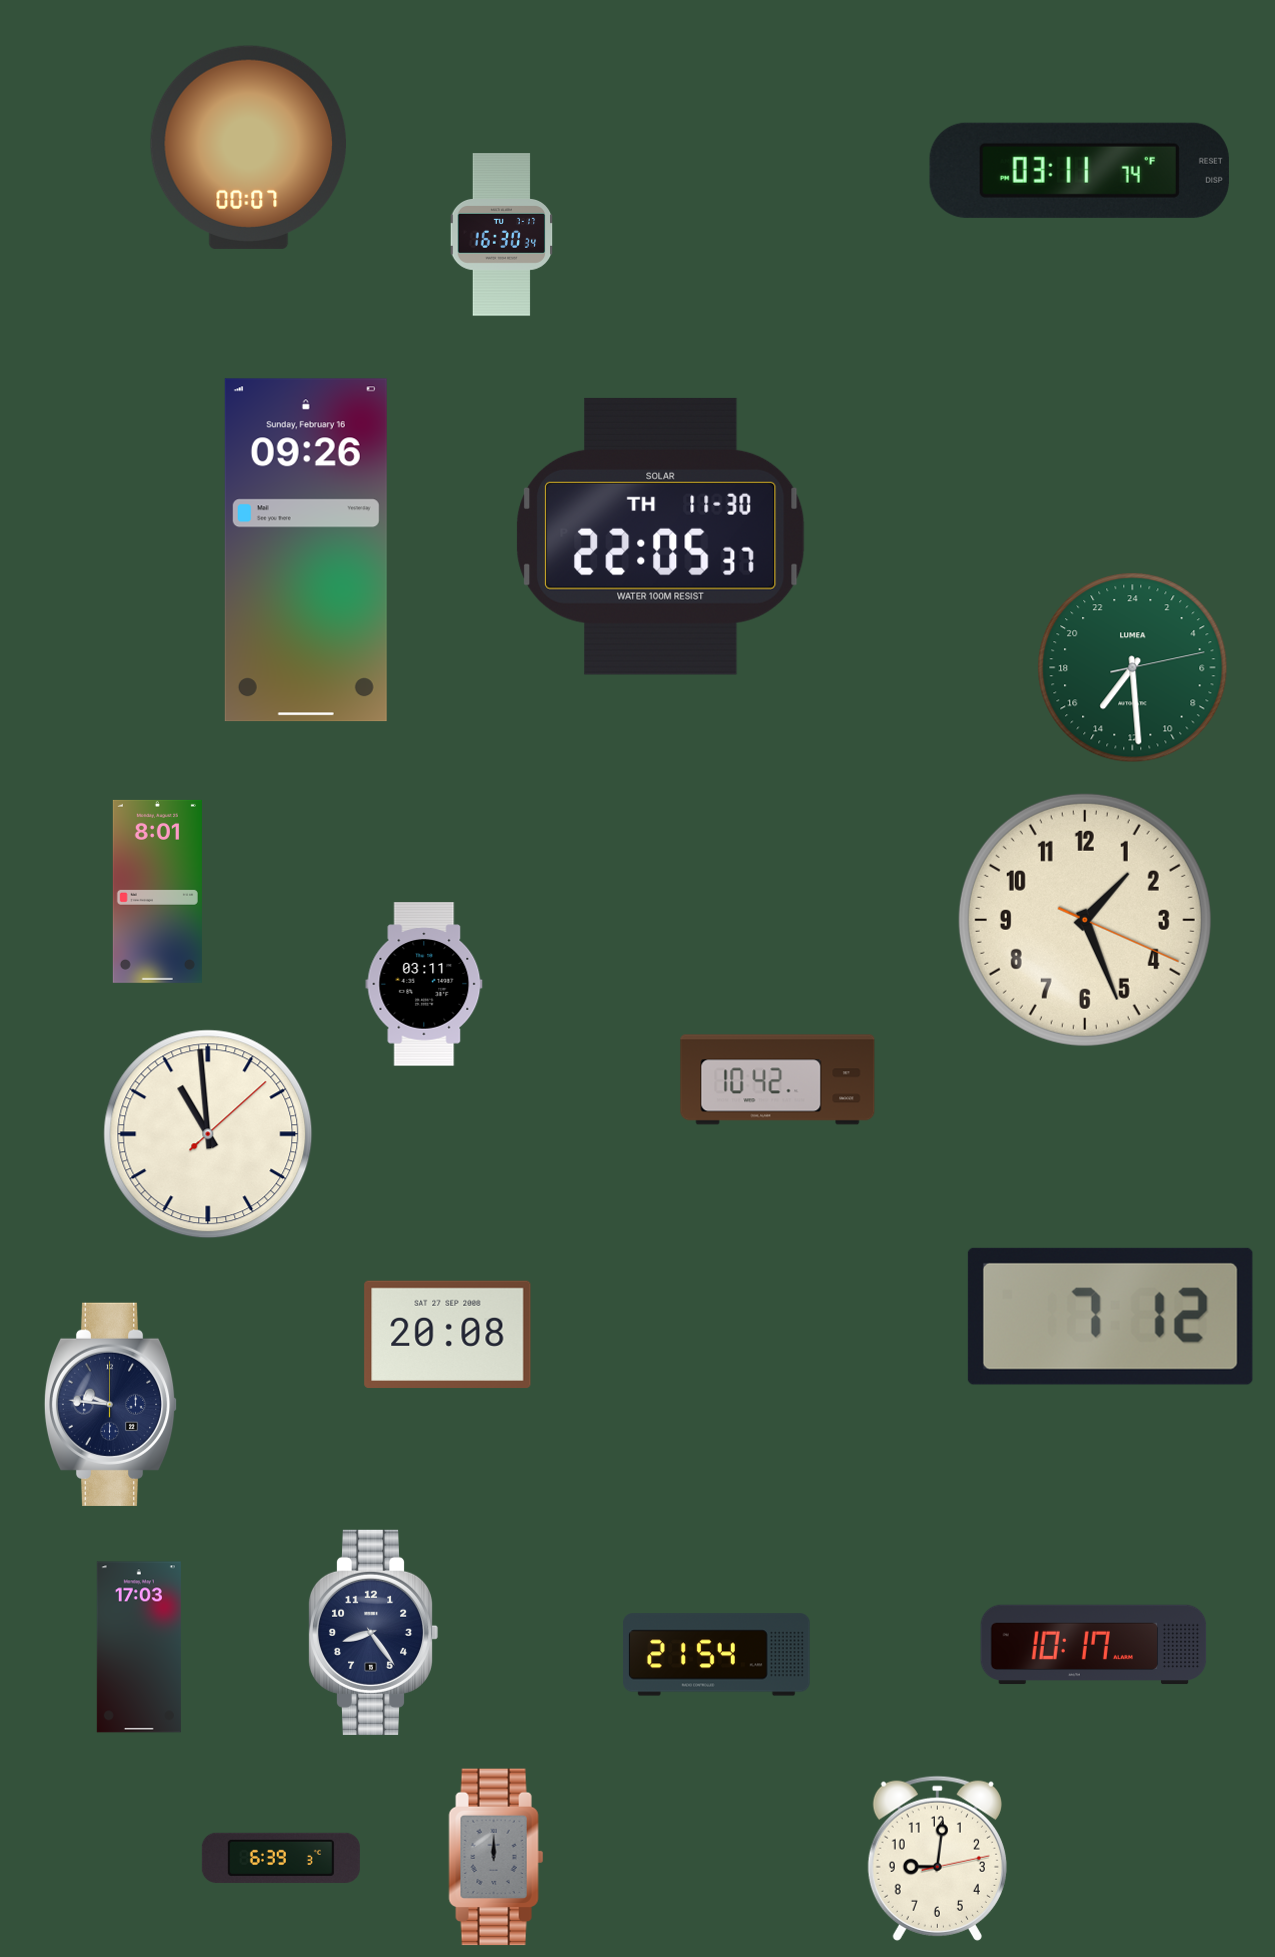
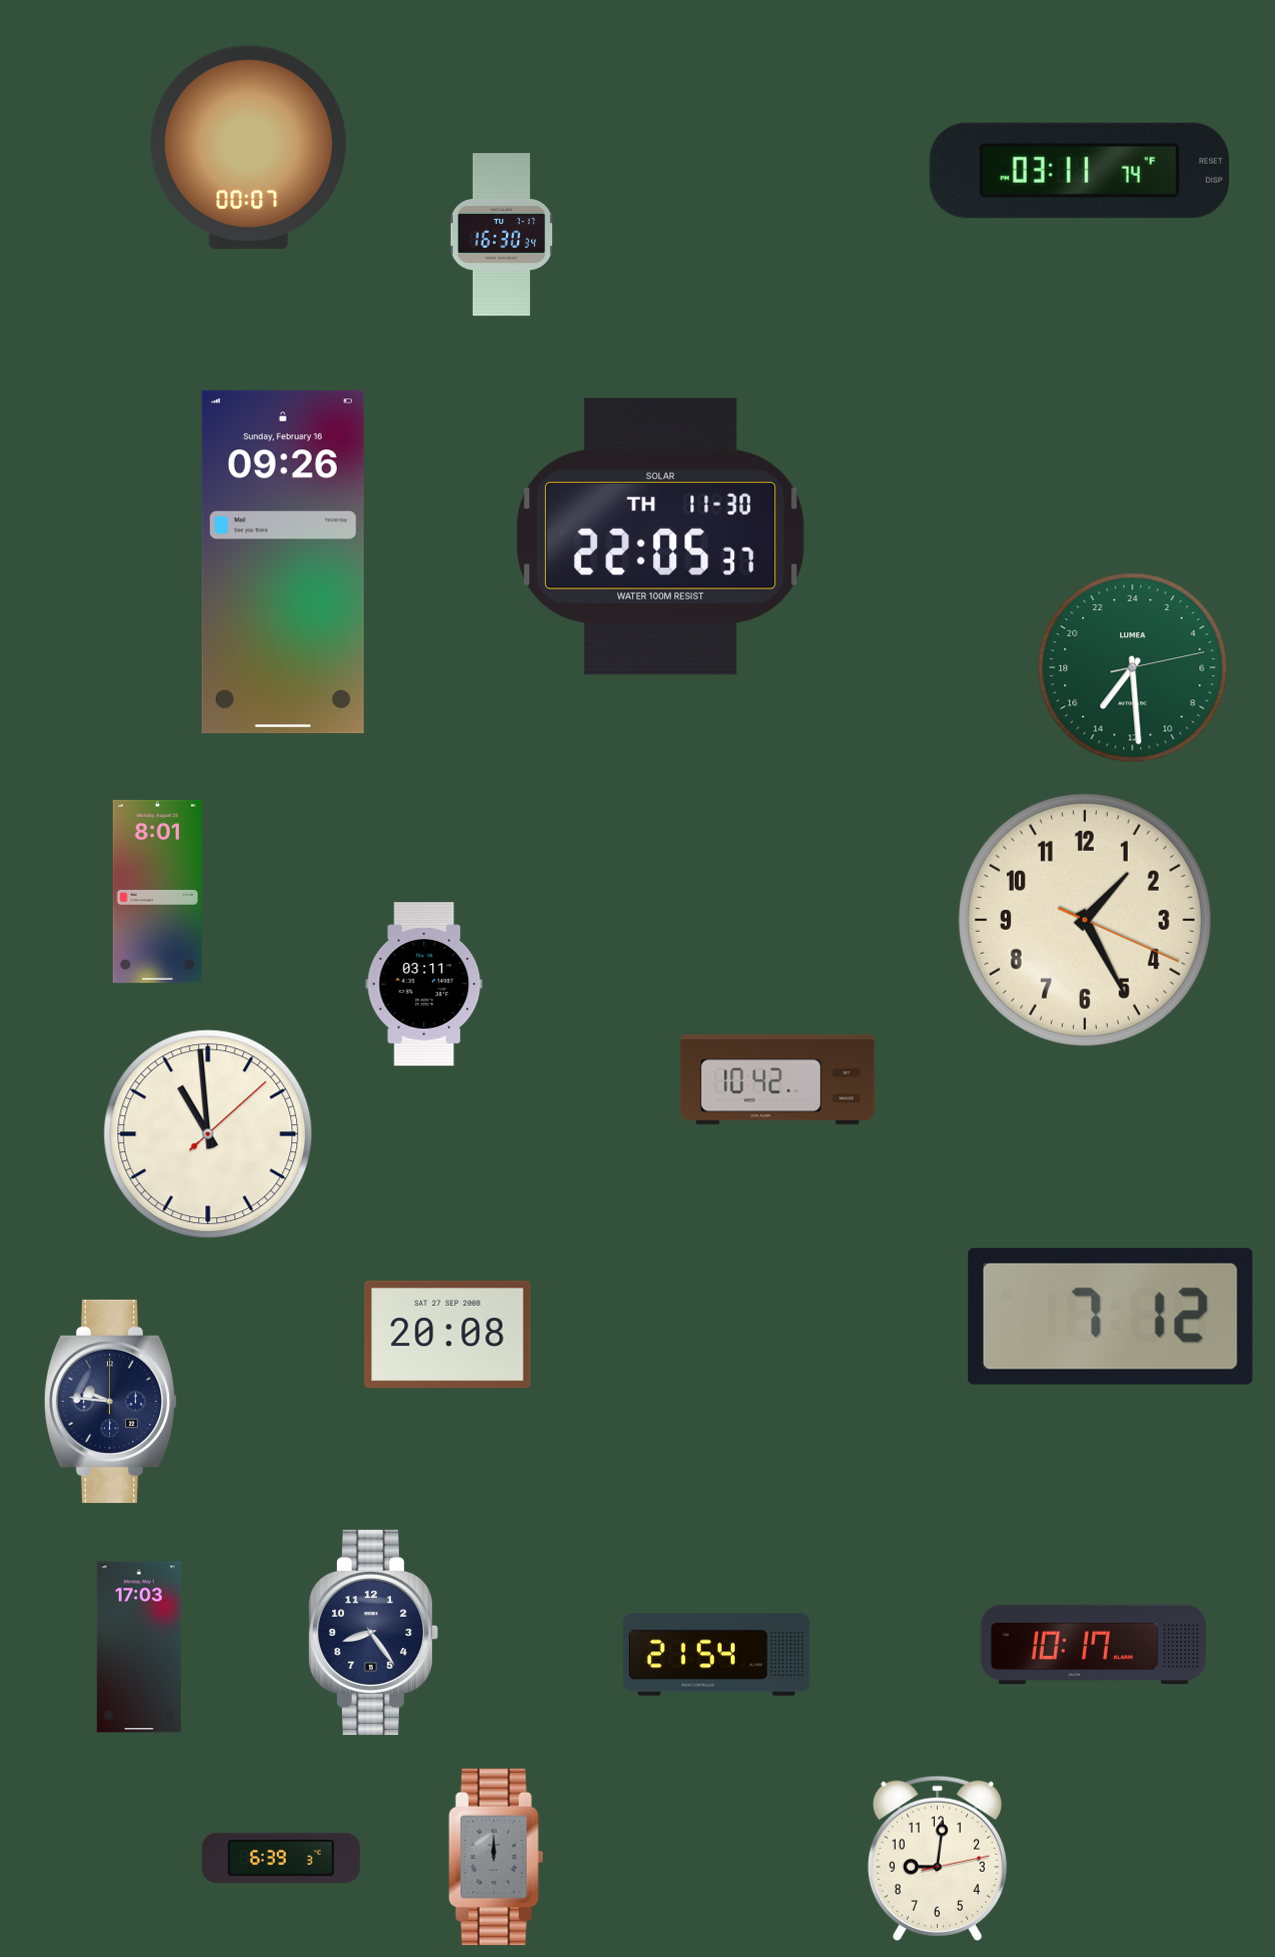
clock at (306, 550) position: (306, 550) -> (283, 562)
clock at (1085, 920): 1:26 -> 1:25
clock at (111, 1404) position: (111, 1404) -> (111, 1401)
